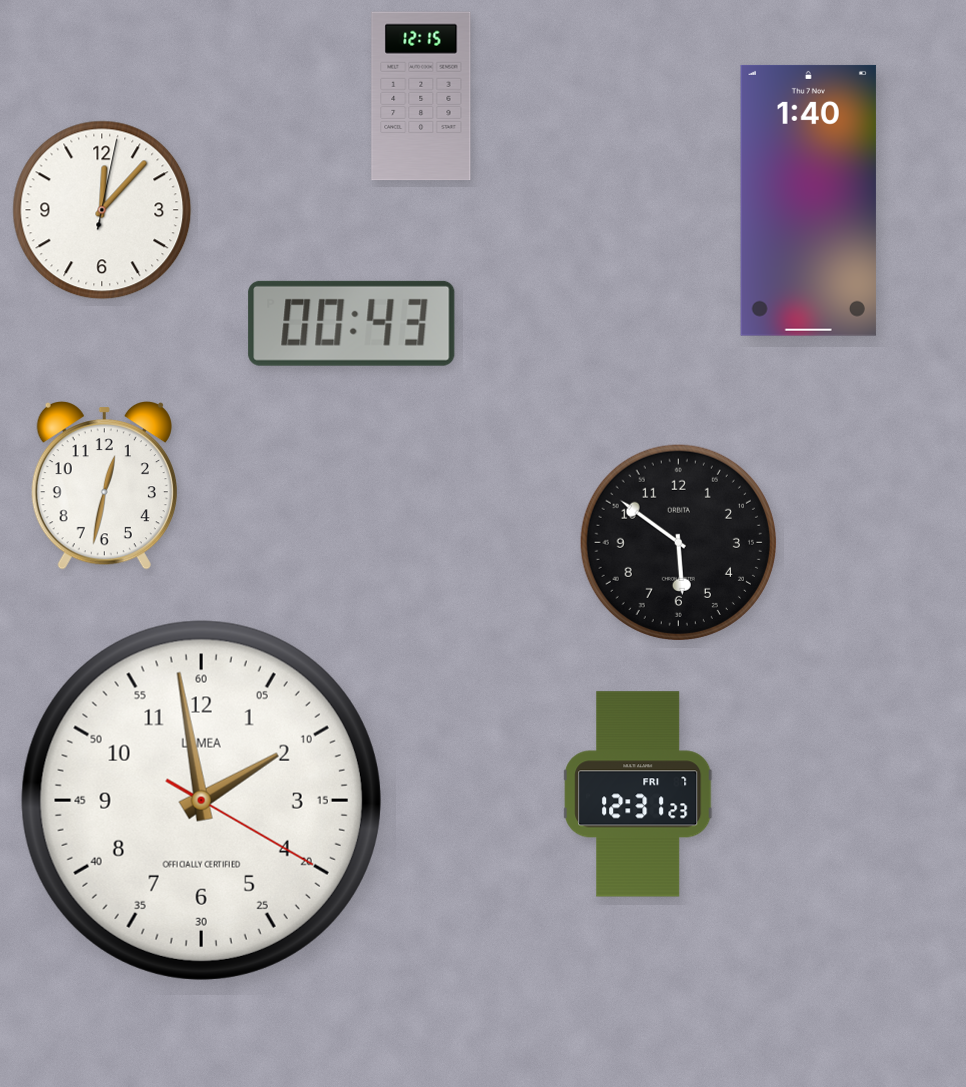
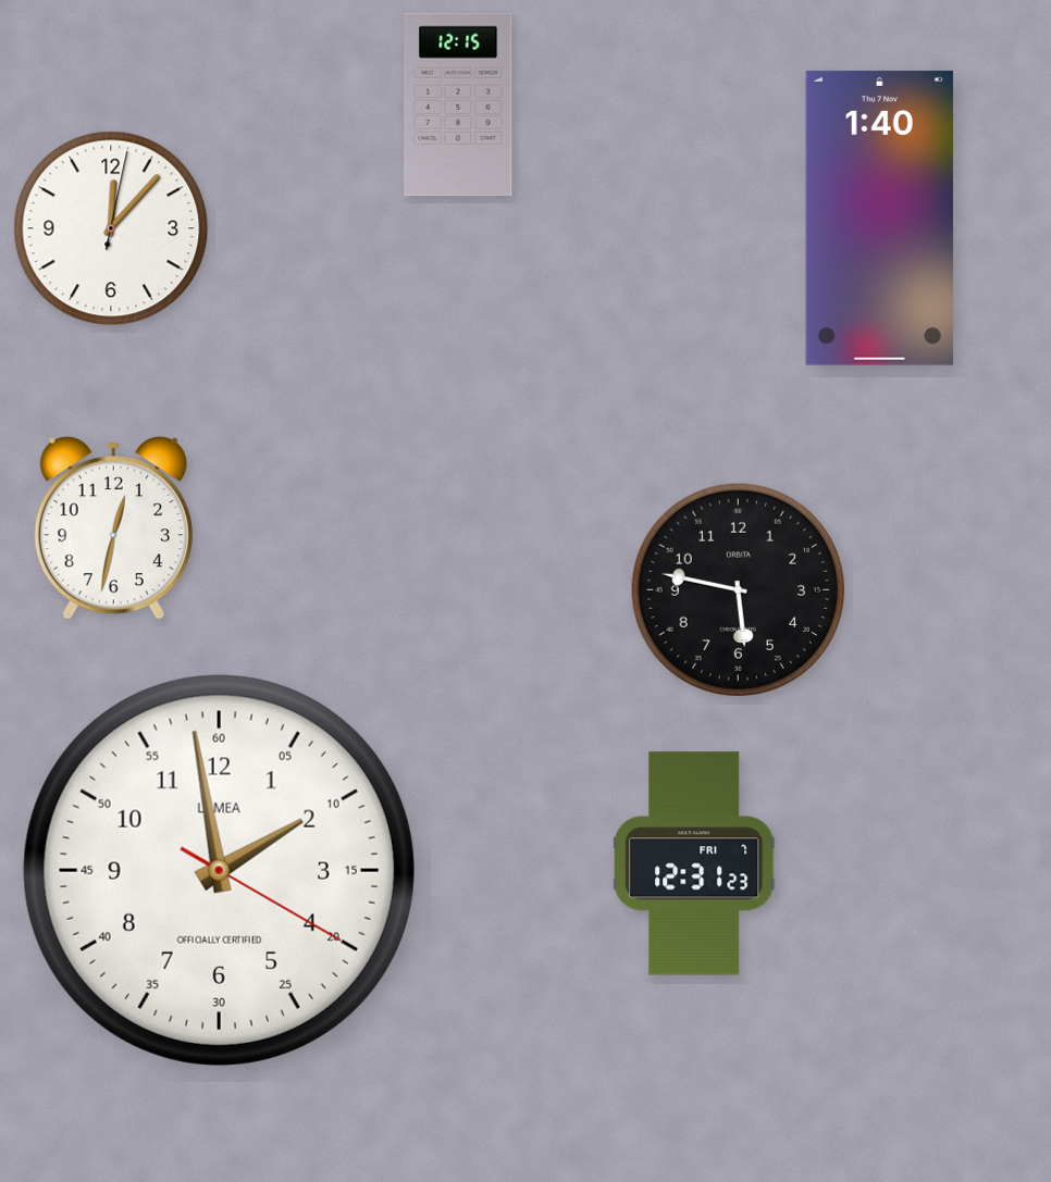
clock at (352, 323): 00:43 -> none
clock at (678, 542): 5:51 -> 5:47
